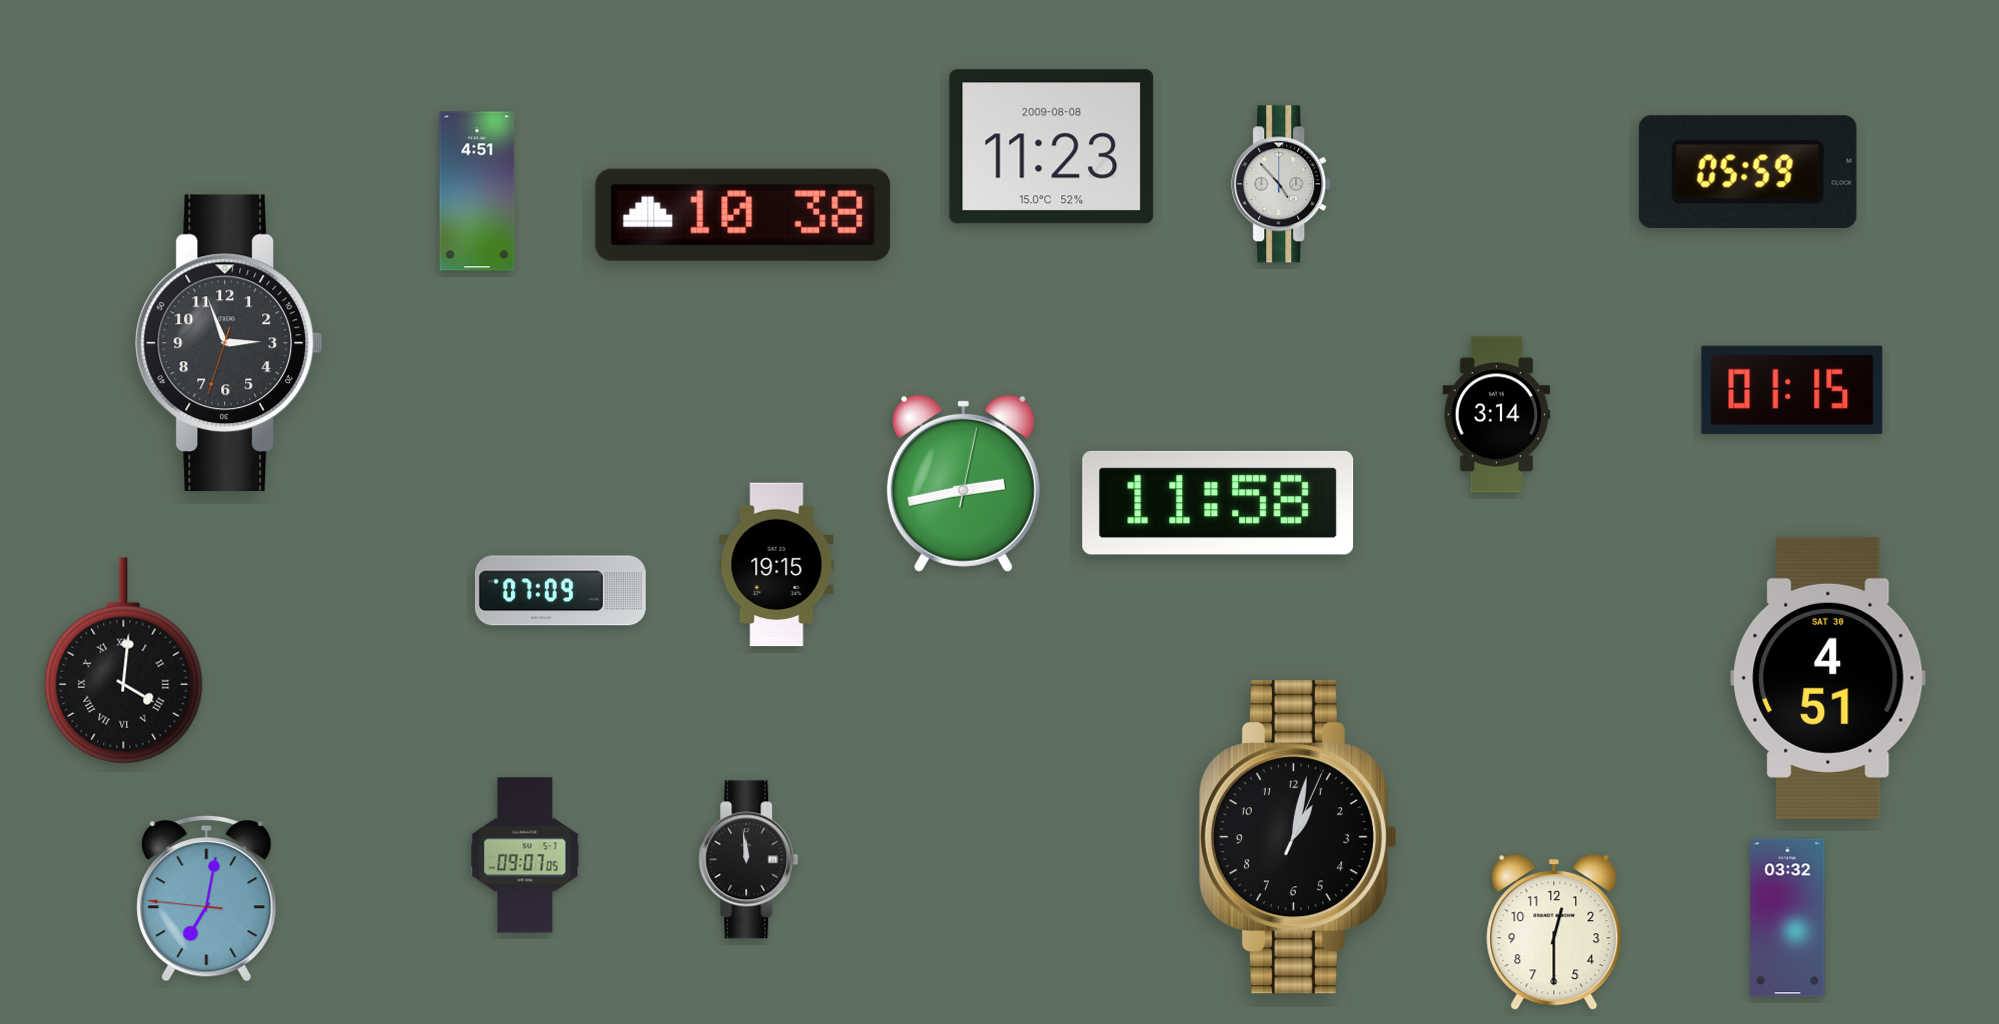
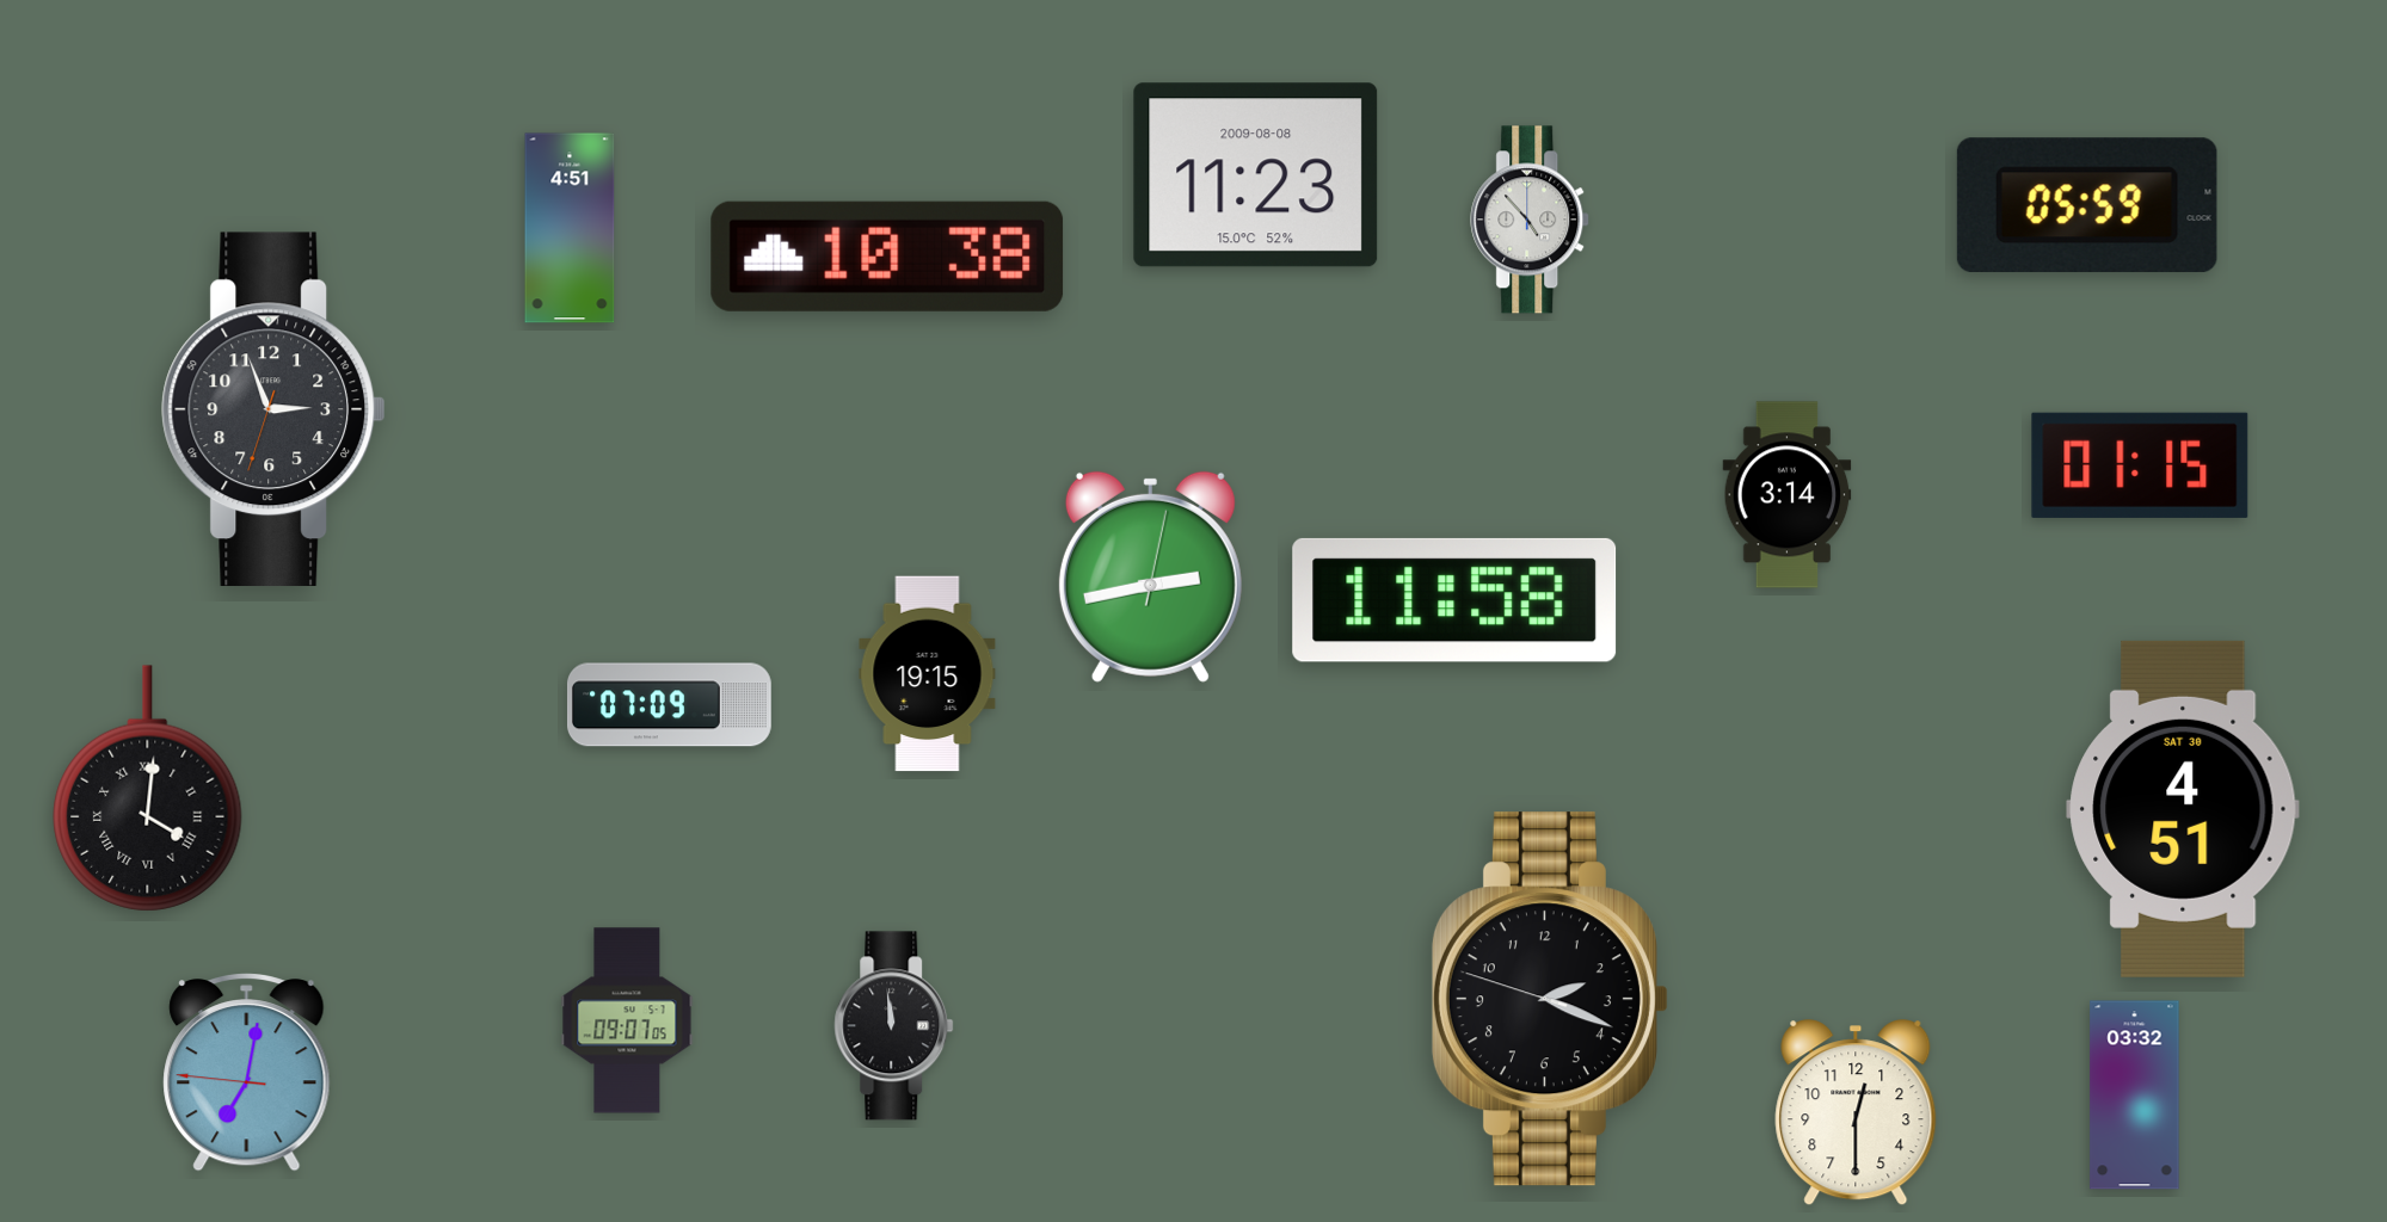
clock at (1298, 837): 1:02 -> 2:18
